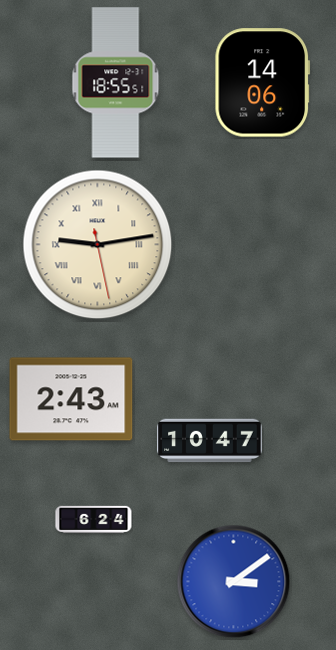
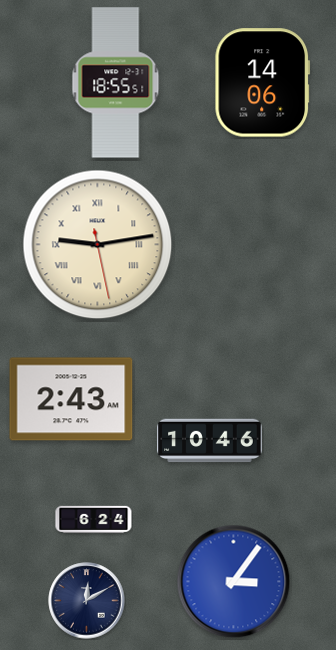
clock at (210, 441): 10:47 -> 10:46
clock at (234, 582): 3:09 -> 3:06
clock at (87, 601): none -> 12:10
